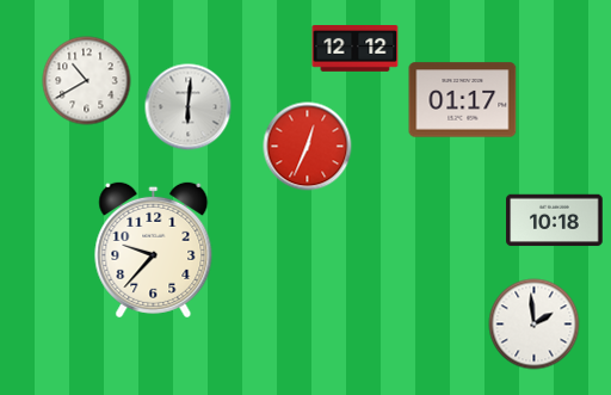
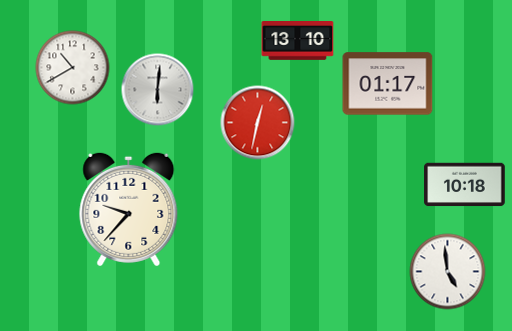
clock at (356, 49): 12:12 -> 13:10
clock at (308, 147): 12:34 -> 12:32
clock at (535, 325): 1:59 -> 4:59
